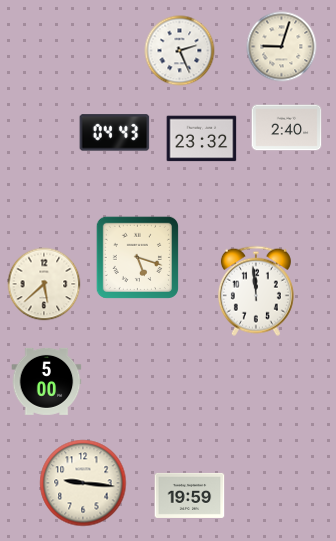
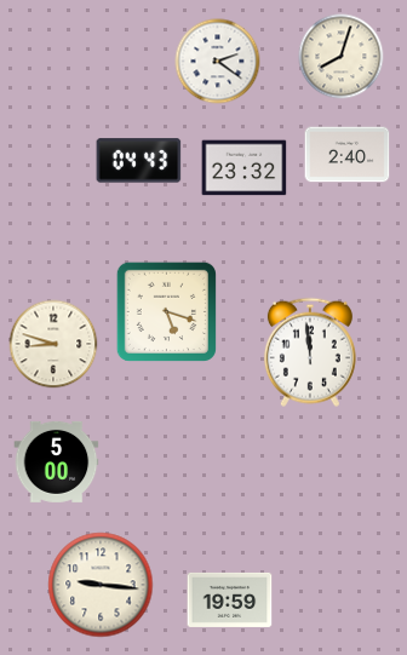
clock at (282, 47): 9:03 -> 8:03
clock at (180, 51): 2:26 -> 2:21
clock at (44, 284): 5:38 -> 8:48
